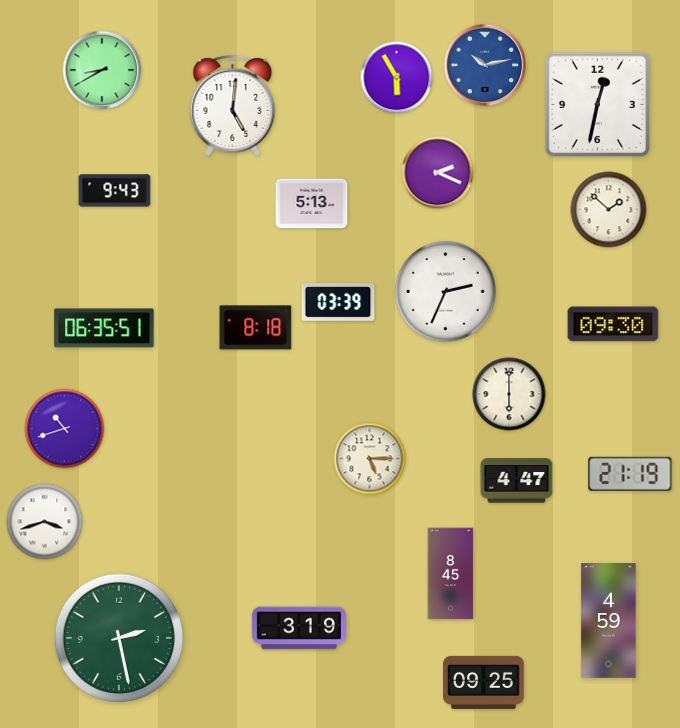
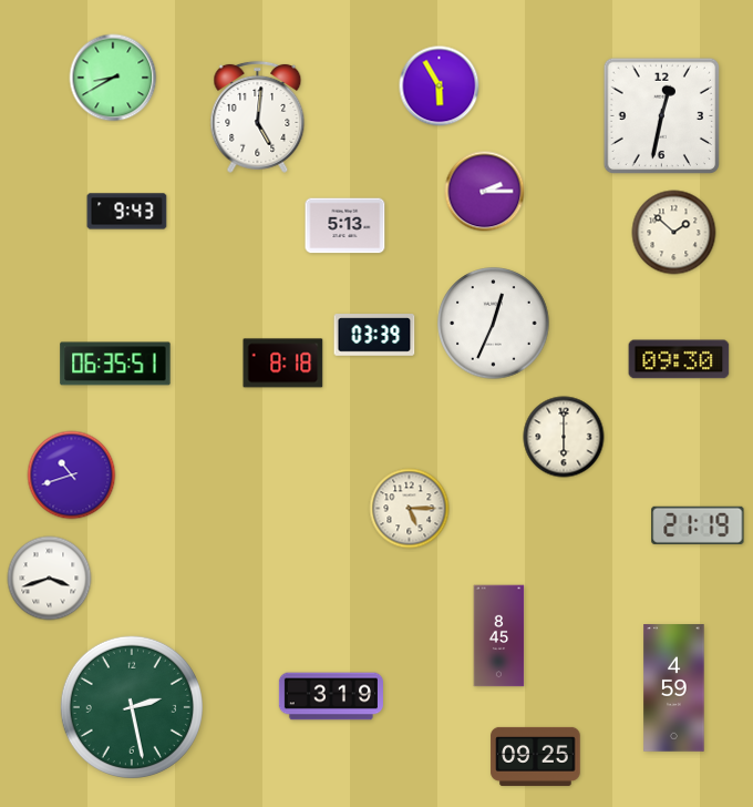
clock at (485, 65): 10:13 -> none
clock at (438, 173): 2:19 -> 2:15
clock at (446, 292): 2:34 -> 12:34
clock at (517, 481): 4:47 -> none
